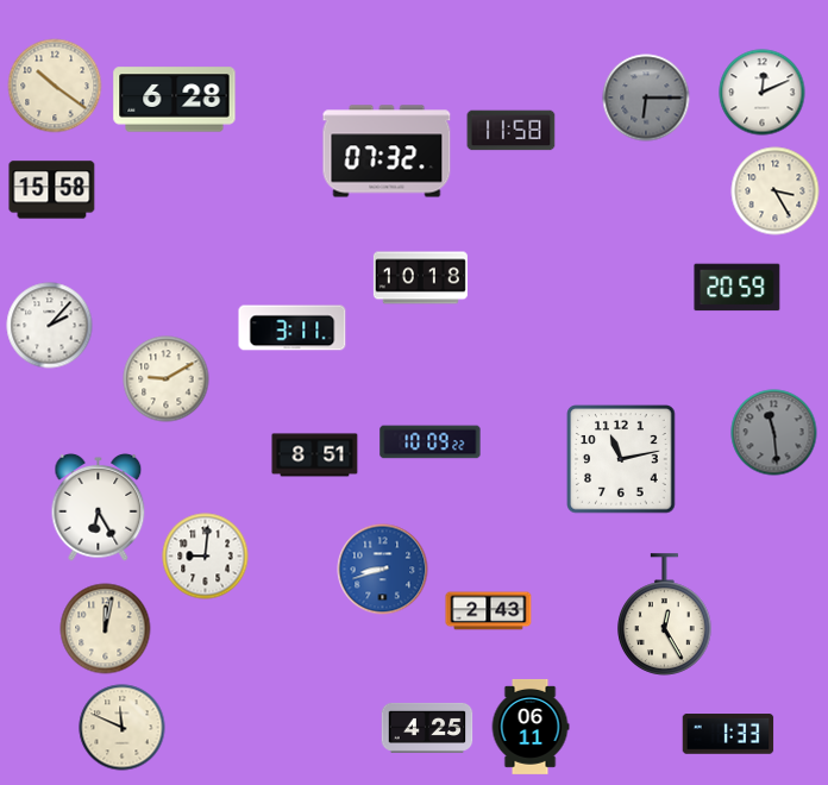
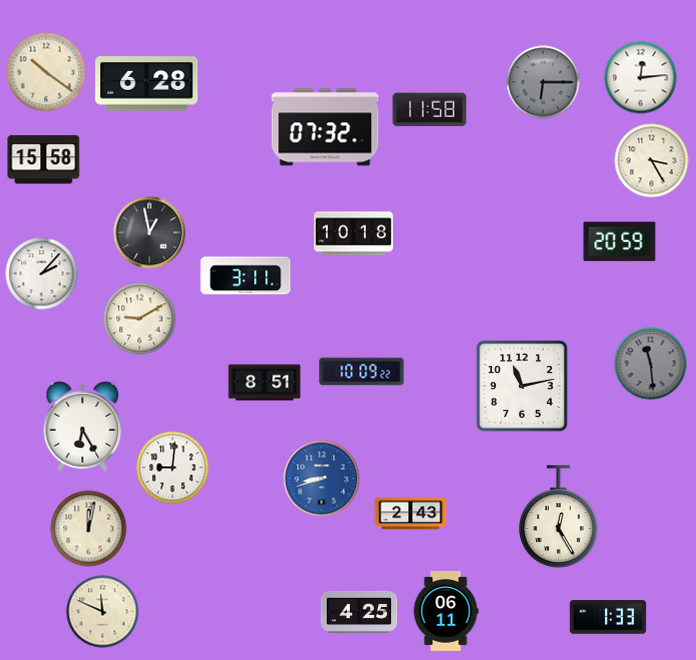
clock at (763, 93): 12:11 -> 12:14
clock at (150, 233): none -> 12:58
clock at (728, 734) position: (728, 734) -> (608, 617)
